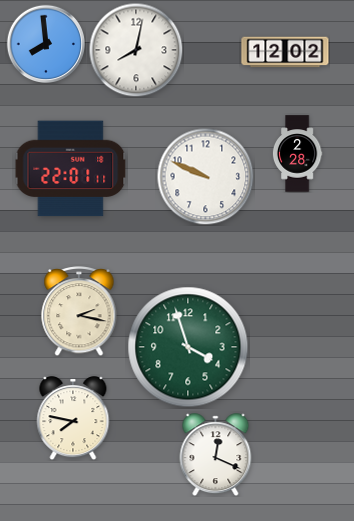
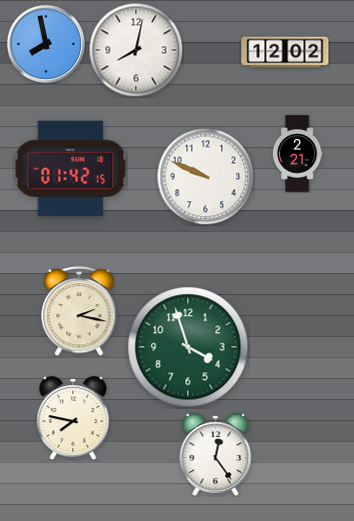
clock at (45, 43): 7:59 -> 7:58
clock at (297, 154): 2:28 -> 2:21
clock at (71, 169): 22:01 -> 01:42
clock at (216, 455): 12:19 -> 12:24
